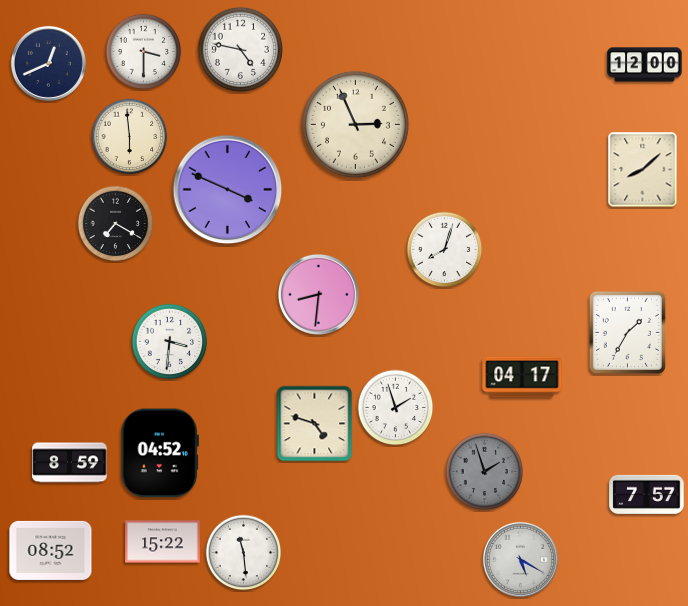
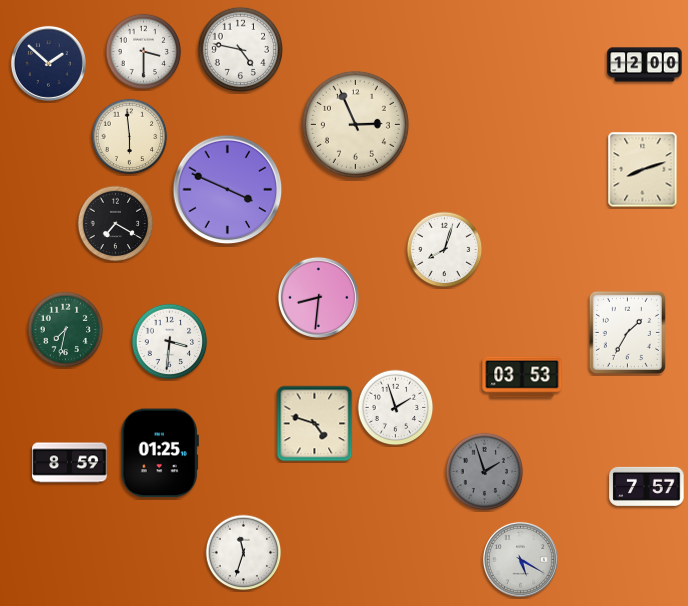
clock at (48, 63): 12:41 -> 1:52
clock at (643, 170): 8:08 -> 8:12
clock at (318, 294) position: (318, 294) -> (318, 297)
clock at (66, 330): none -> 7:32
clock at (522, 377): 04:17 -> 03:53
clock at (160, 453): 04:52 -> 01:25
clock at (647, 494) position: (647, 494) -> (647, 486)
clock at (163, 542): 15:22 -> none
clock at (51, 550): 08:52 -> none
clock at (244, 553): 11:29 -> 11:33
